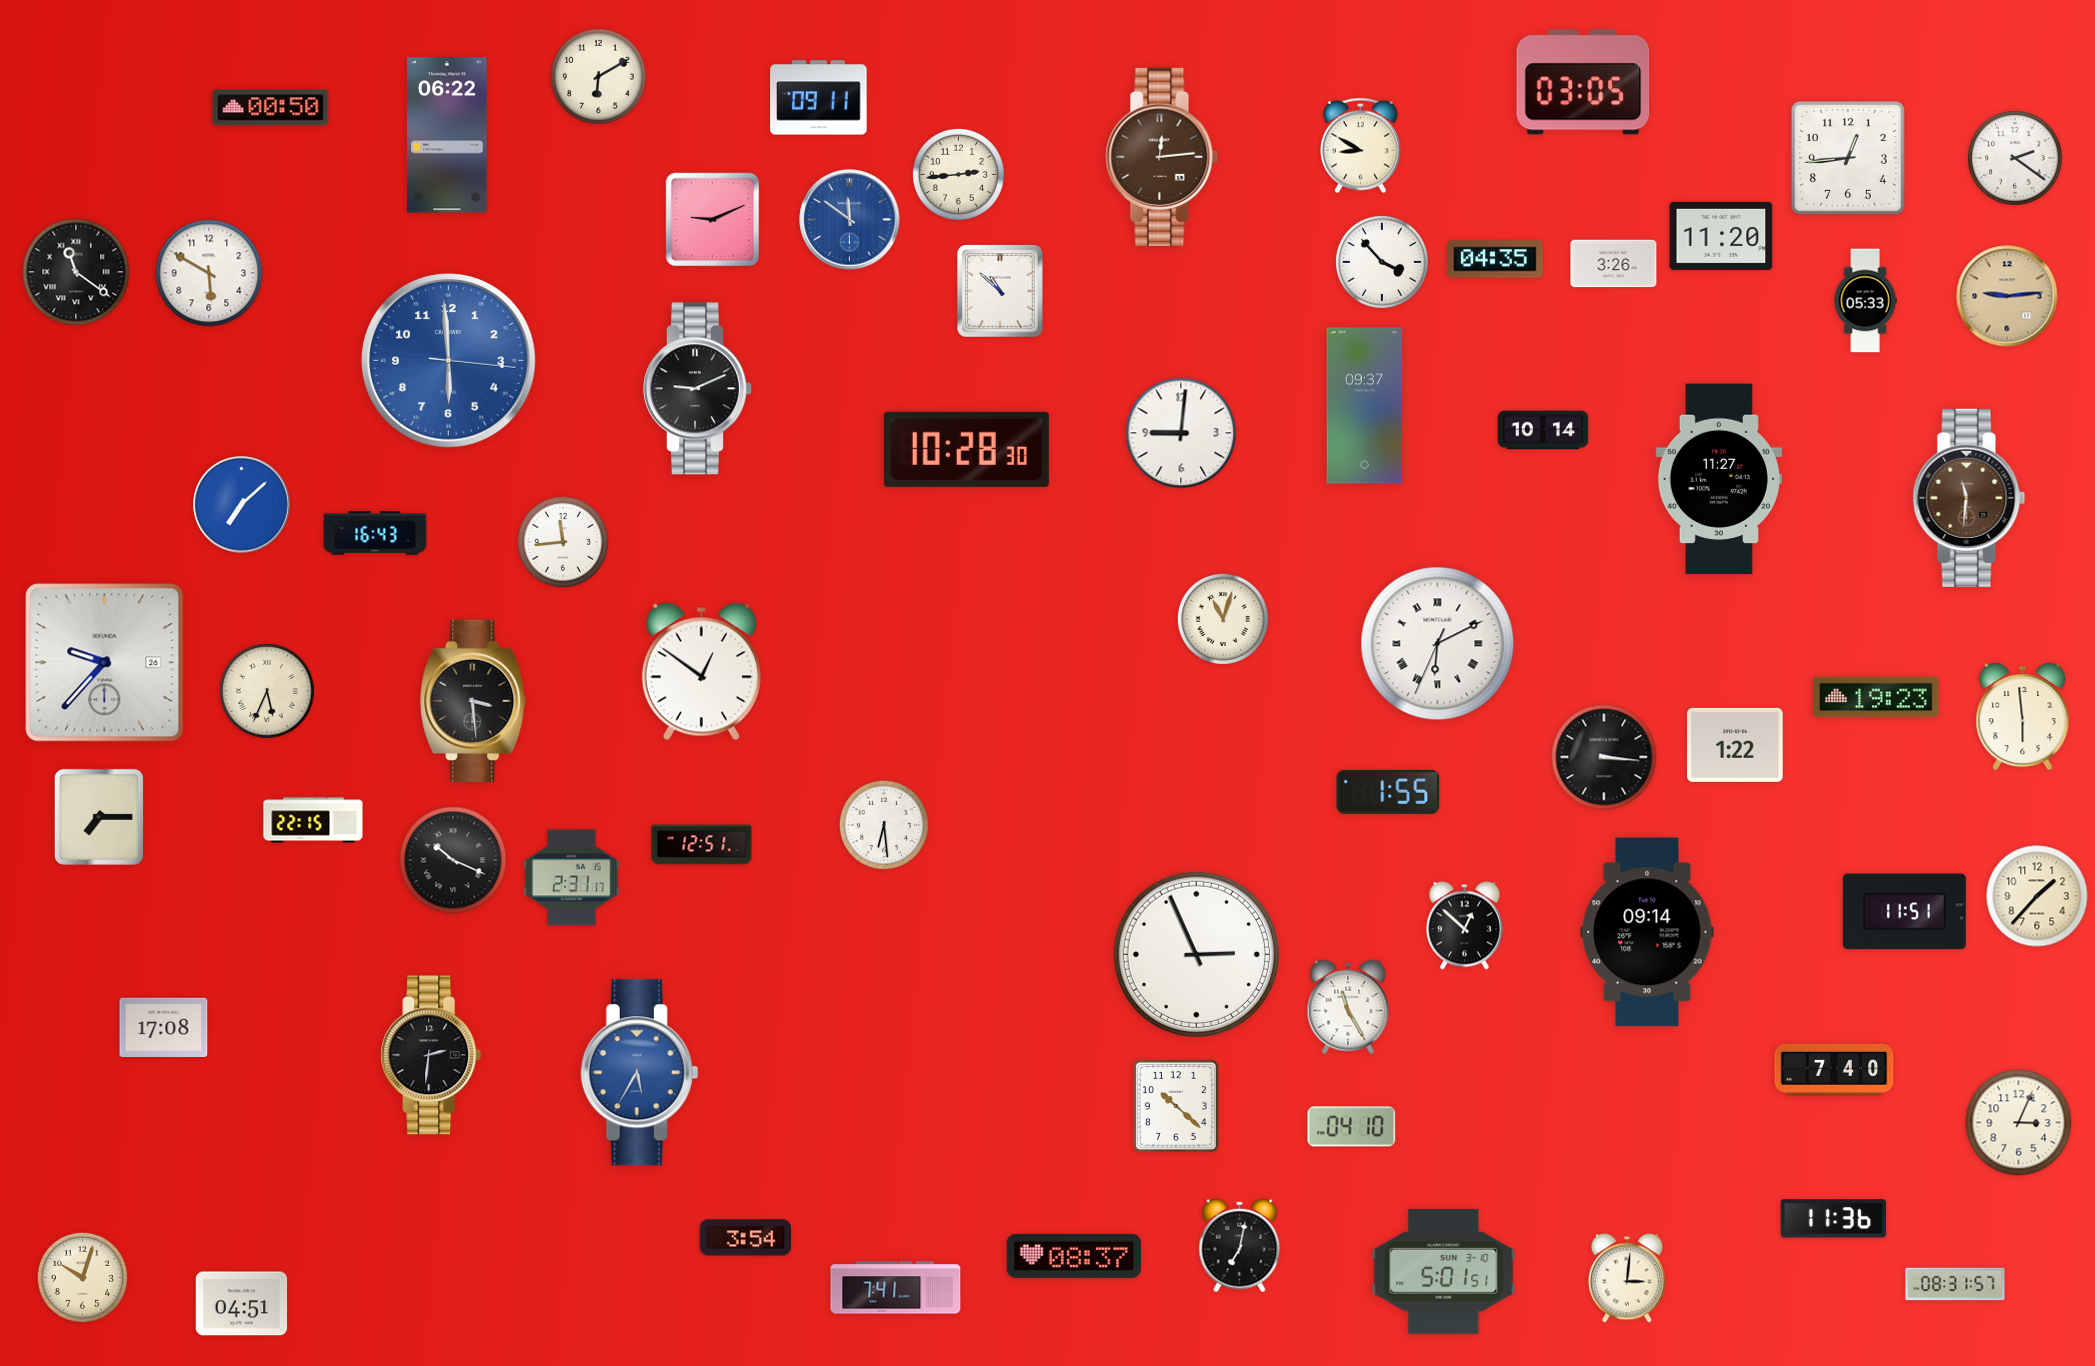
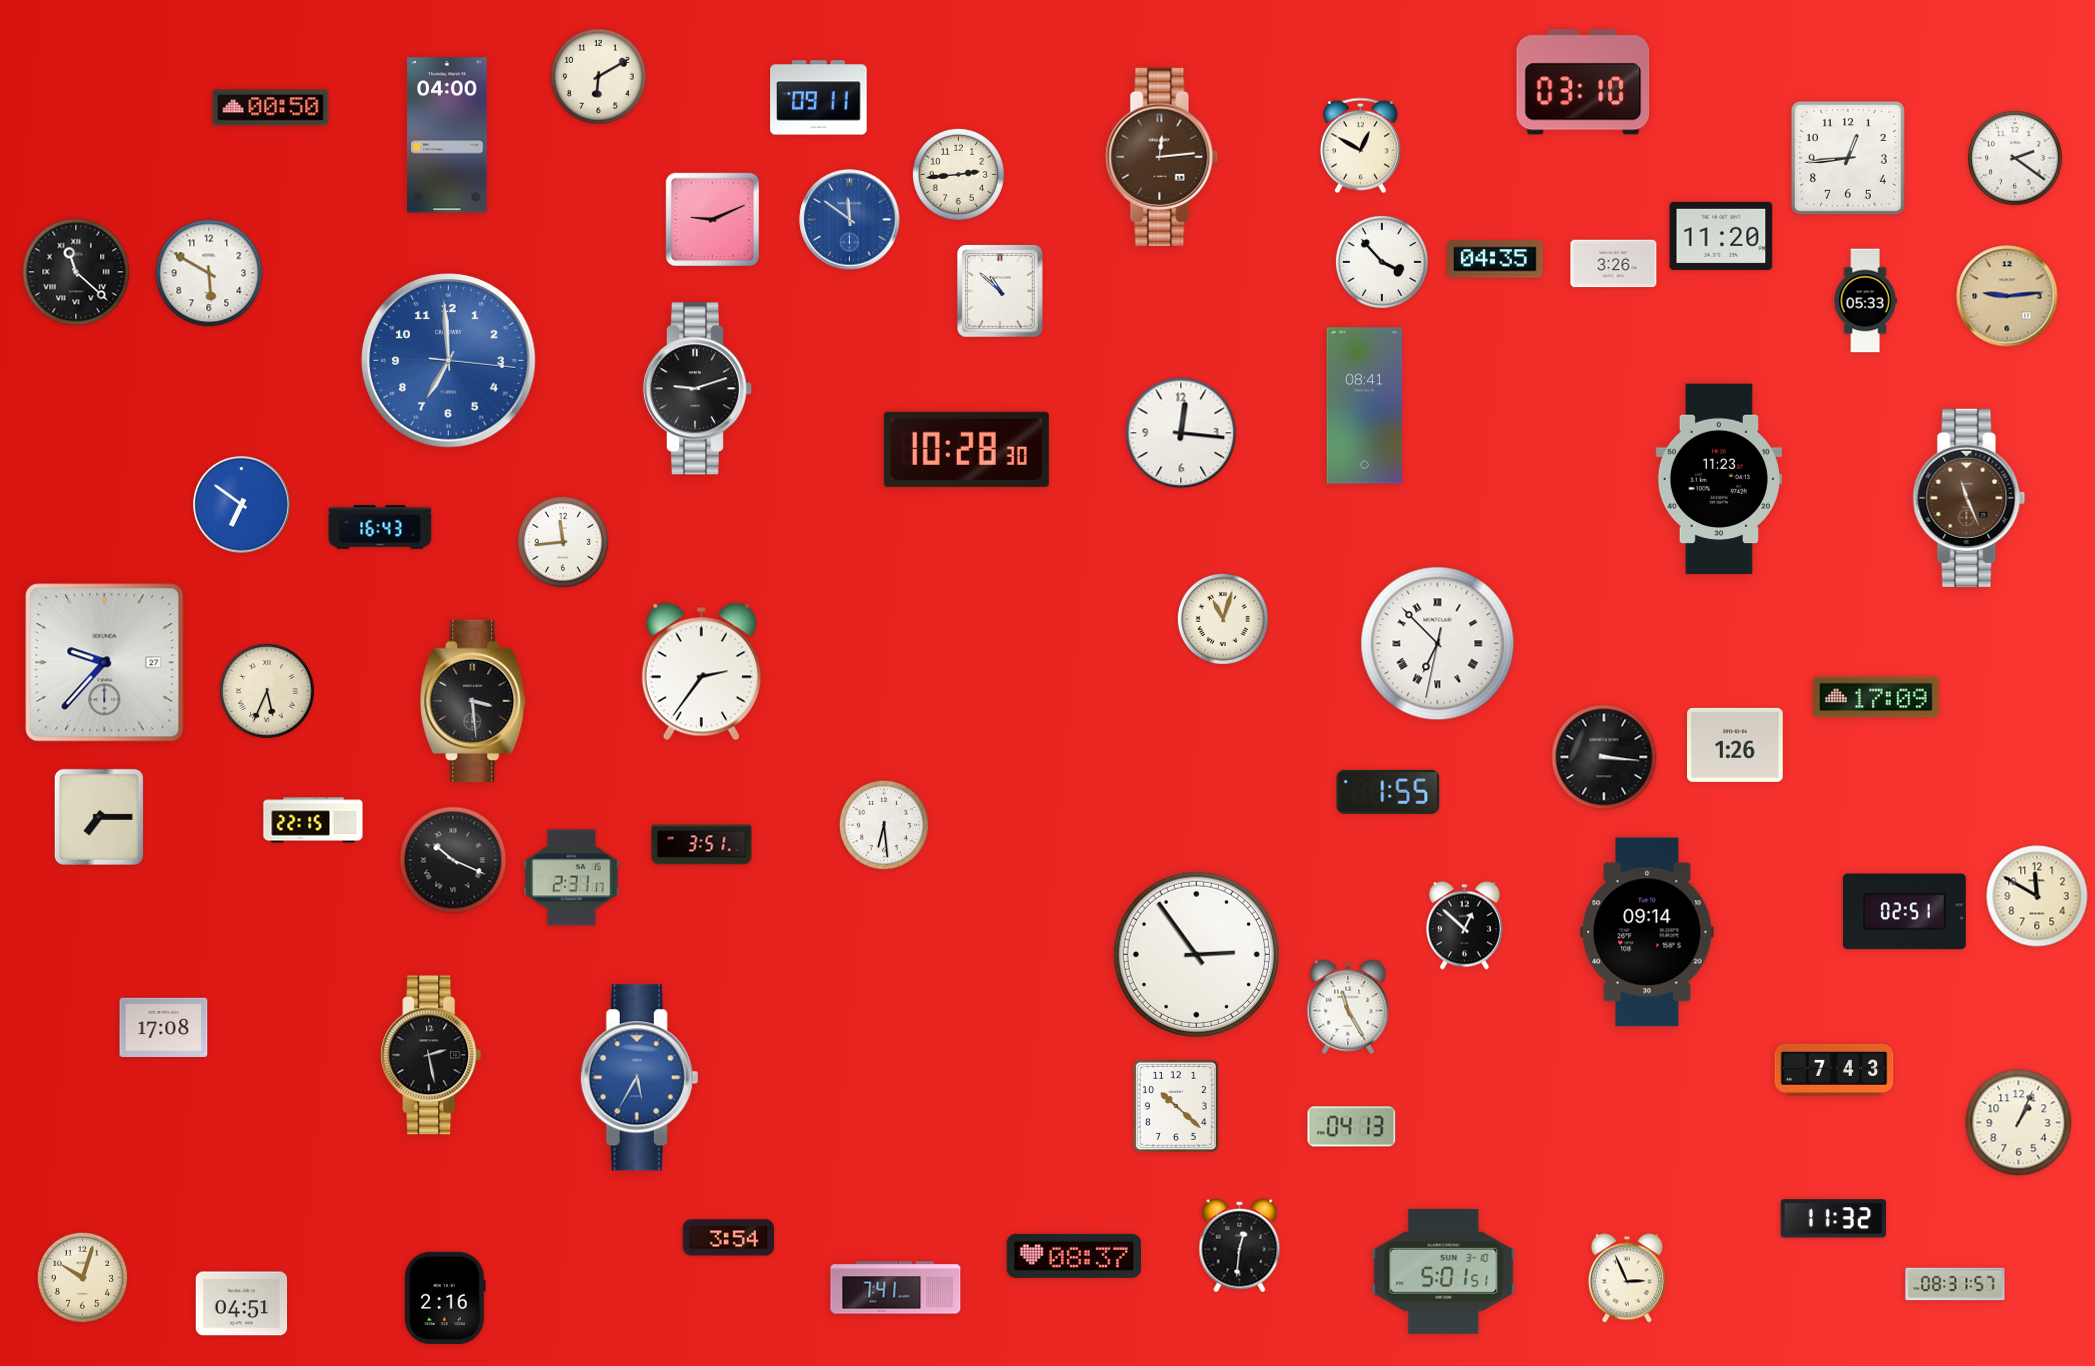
clock at (1583, 82): 03:05 -> 03:10
clock at (447, 135): 06:22 -> 04:00
clock at (1360, 146): 8:50 -> 12:50
clock at (76, 272): 11:21 -> 11:22
clock at (449, 361): 5:59 -> 6:59
clock at (697, 389): 9:11 -> 9:12
clock at (1365, 406): 09:37 -> 08:41
clock at (1543, 430): 10:14 -> none
clock at (1181, 433): 9:01 -> 12:16
clock at (1719, 479): 11:27 -> 11:23
clock at (1969, 498): 11:31 -> 11:26
clock at (242, 505): 7:08 -> 6:51
clock at (375, 533) position: (375, 533) -> (380, 527)
clock at (1438, 644): 6:10 -> 6:52
clock at (105, 663) date: 26 -> 27
clock at (701, 672): 12:51 -> 2:36
clock at (1876, 697): 19:23 -> 17:09
clock at (2023, 717): 5:59 -> none
clock at (1735, 745): 1:22 -> 1:26
clock at (702, 845): 12:51 -> 3:51
clock at (2037, 896): 1:37 -> 11:50
clock at (1904, 912): 11:51 -> 02:51
clock at (1196, 954): 2:56 -> 2:54
clock at (431, 1055): 2:31 -> 2:28
clock at (1834, 1070): 7:40 -> 7:43
clock at (640, 1073) position: (640, 1073) -> (640, 1078)
clock at (2019, 1123): 3:04 -> 1:04
clock at (1352, 1127): 04:10 -> 04:13
clock at (1833, 1219): 11:36 -> 11:32
clock at (746, 1238) position: (746, 1238) -> (729, 1238)
clock at (1240, 1246): 7:02 -> 12:31
clock at (1627, 1278): 3:01 -> 2:56
clock at (445, 1298): none -> 2:16
